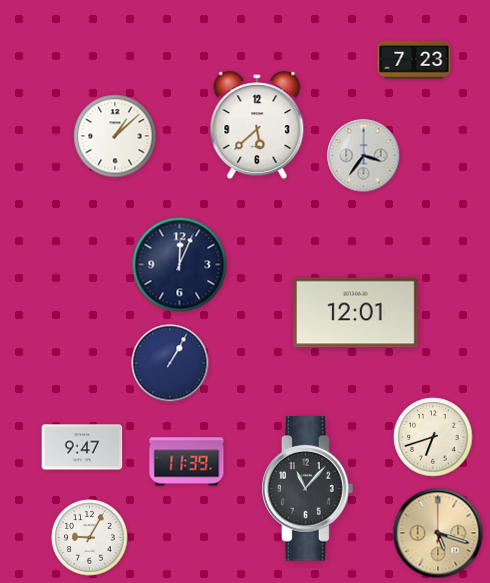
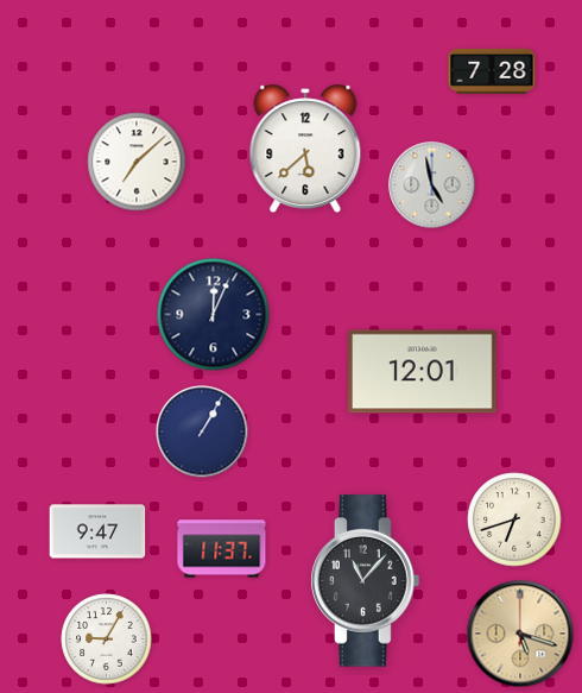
clock at (414, 60): 7:23 -> 7:28
clock at (115, 136): 1:08 -> 7:08
clock at (364, 156): 3:36 -> 4:58
clock at (187, 462): 11:39 -> 11:37
